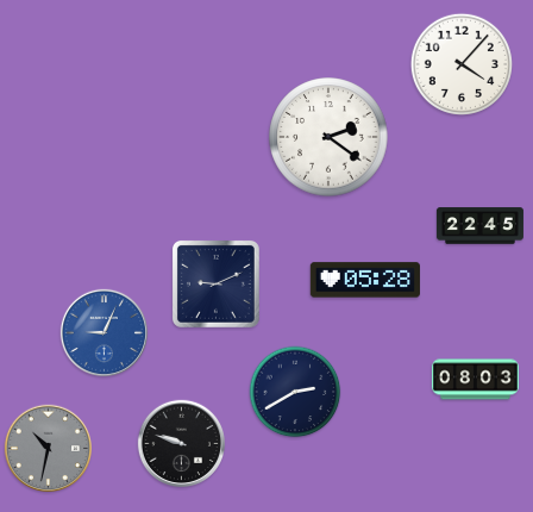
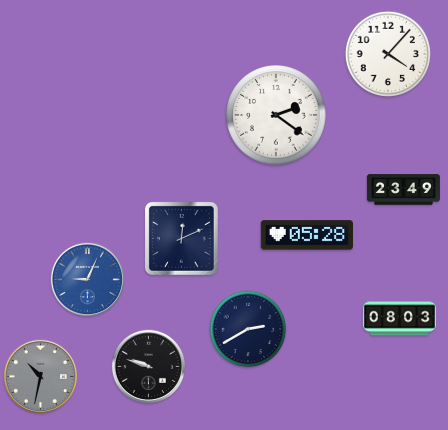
clock at (479, 226): 22:45 -> 23:49
clock at (215, 283): 9:11 -> 12:11
clock at (181, 443) position: (181, 443) -> (148, 366)
